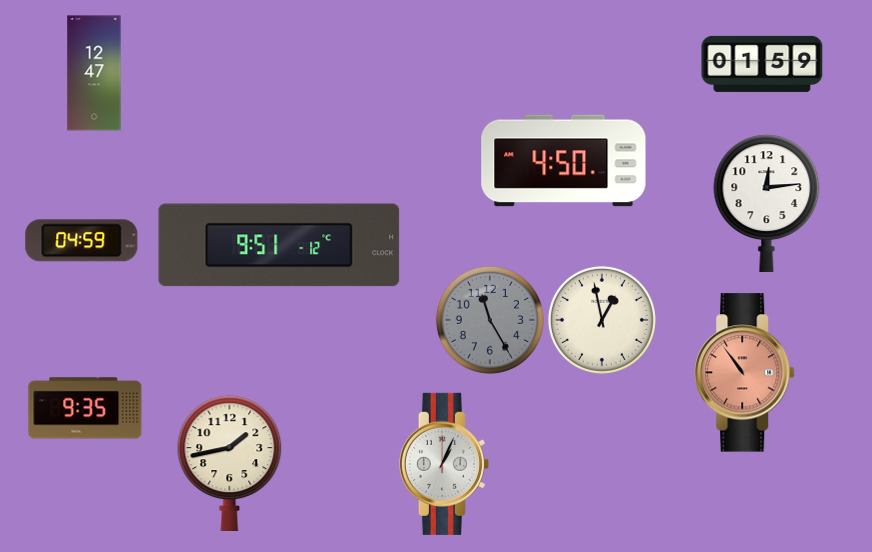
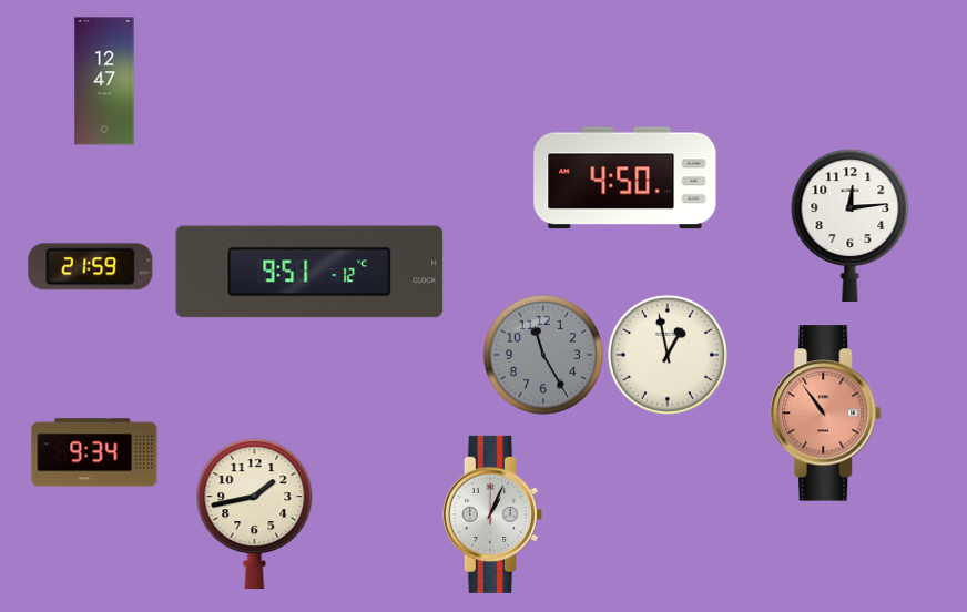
clock at (762, 64): 01:59 -> none
clock at (82, 241): 04:59 -> 21:59
clock at (85, 408): 9:35 -> 9:34
